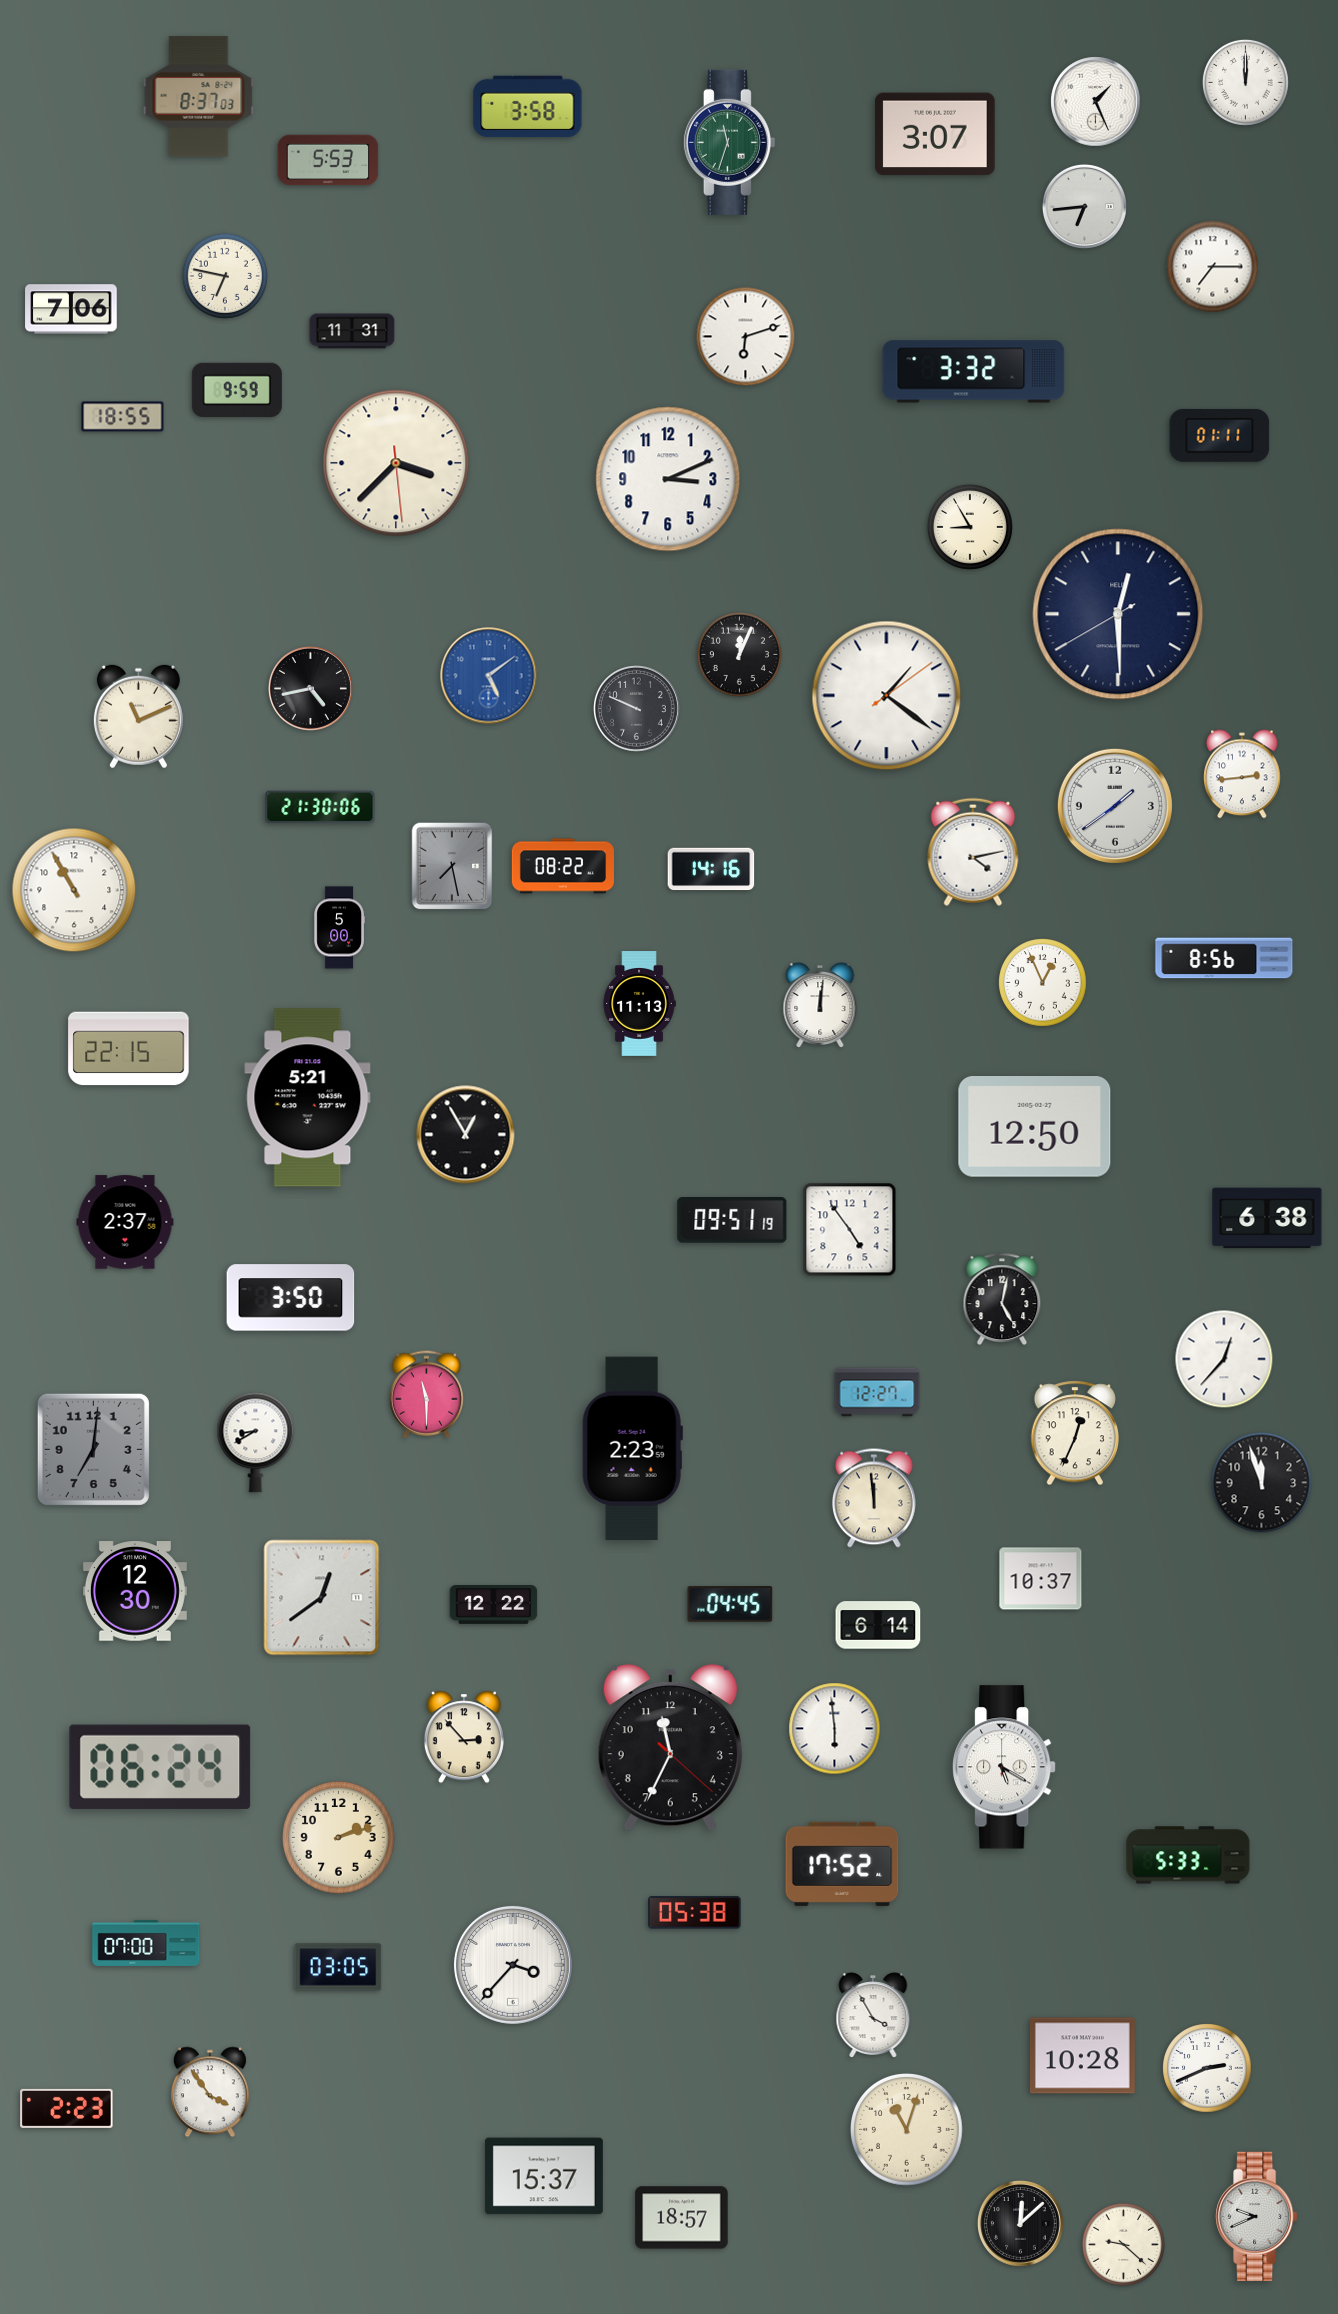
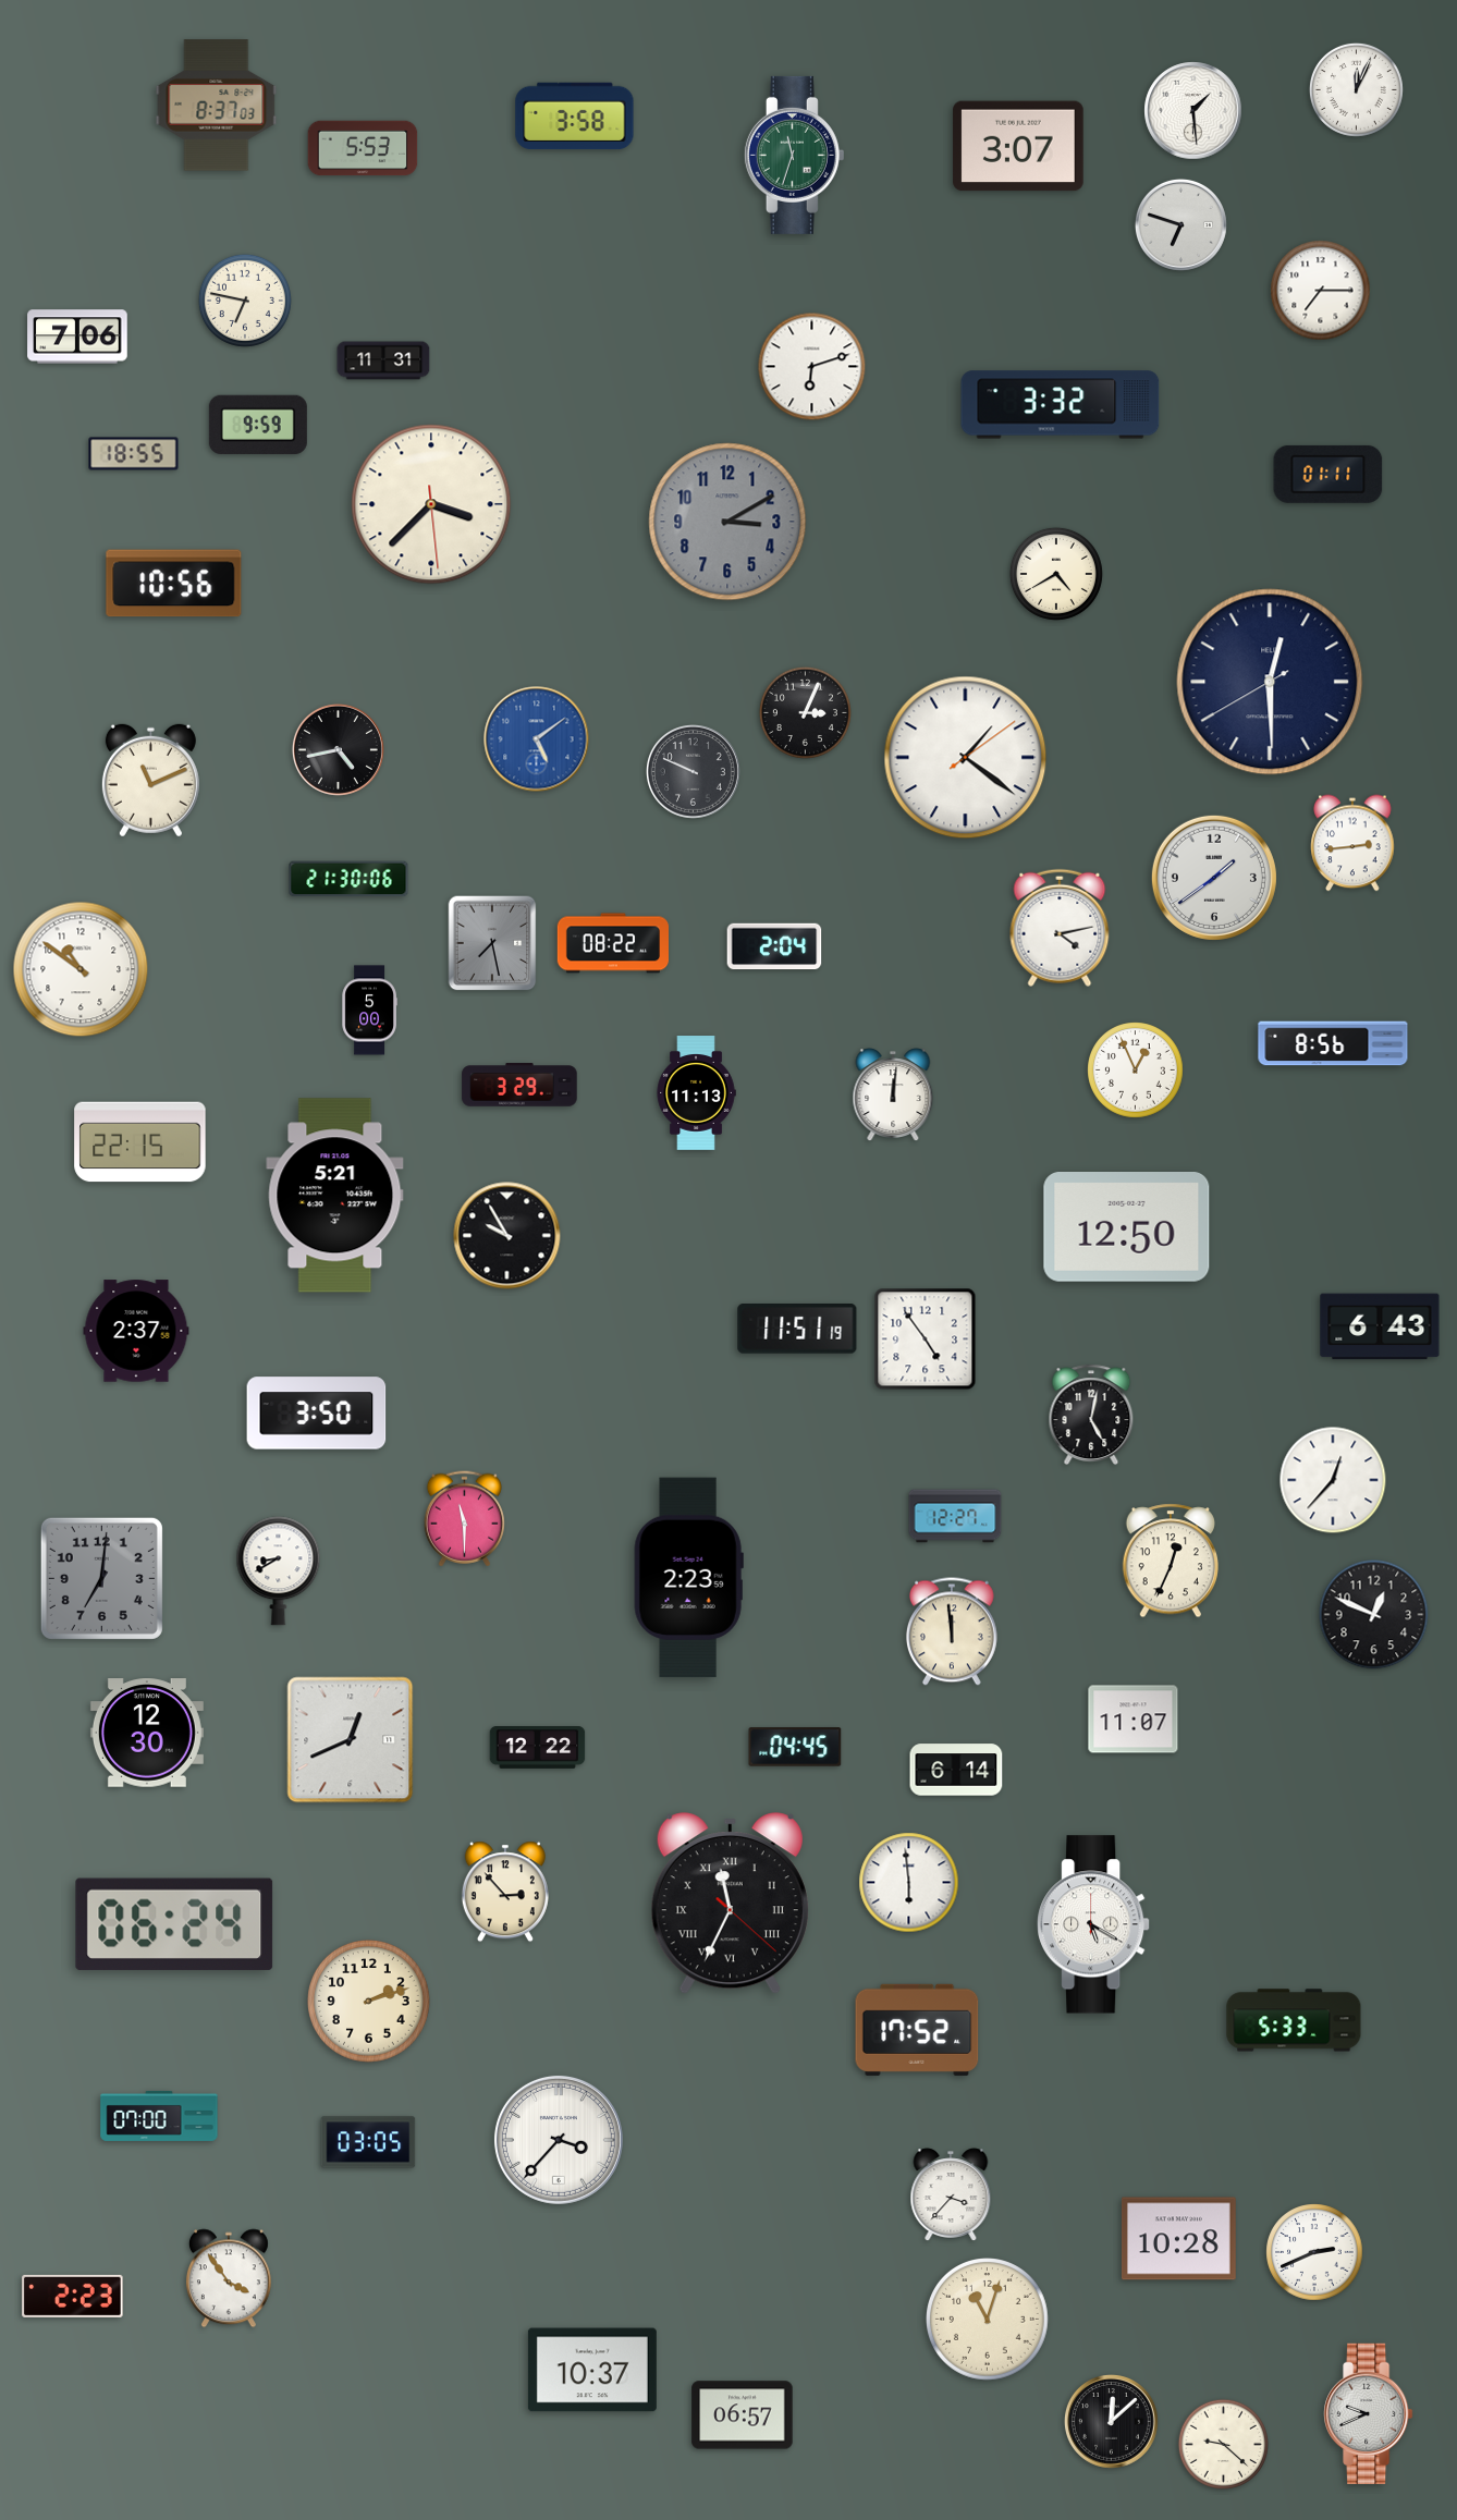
clock at (1245, 82): 12:00 -> 12:04
clock at (1096, 102): 1:26 -> 1:29
clock at (328, 160) position: (328, 160) -> (363, 148)
clock at (1084, 206): 6:44 -> 6:48
clock at (668, 479): 3:11 -> 3:10
clock at (668, 479) dial: white -> grey
clock at (970, 527): 8:55 -> 4:40
clock at (174, 584): none -> 10:56
clock at (1118, 614) position: (1118, 614) -> (1270, 682)
clock at (739, 654): 12:04 -> 3:04
clock at (489, 676) position: (489, 676) -> (537, 739)
clock at (711, 869): 14:16 -> 2:04
clock at (74, 890): 10:55 -> 10:51
clock at (519, 1086): none -> 3:29
clock at (466, 1135): 12:55 -> 9:55
clock at (1267, 1218): 6:38 -> 6:43
clock at (732, 1221): 09:51 -> 11:51
clock at (1262, 1483): 11:57 -> 12:49
clock at (1041, 1579): 10:37 -> 11:07
clock at (322, 1598): 12:39 -> 12:41
clock at (670, 1748) numerals: Arabic -> Roman
clock at (695, 1913): 05:38 -> none
clock at (873, 2015): 3:55 -> 3:37
clock at (544, 2176): 15:37 -> 10:37
clock at (682, 2218): 18:57 -> 06:57
